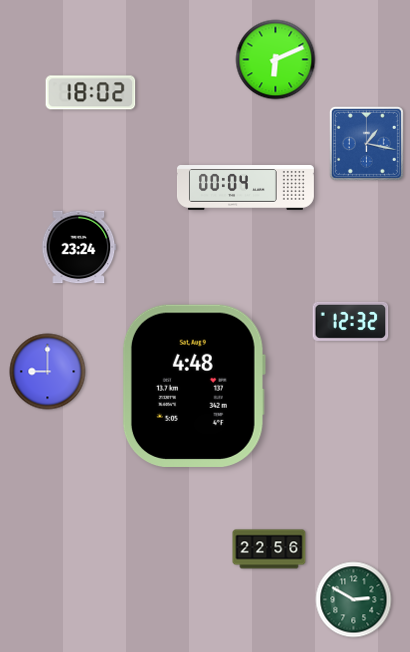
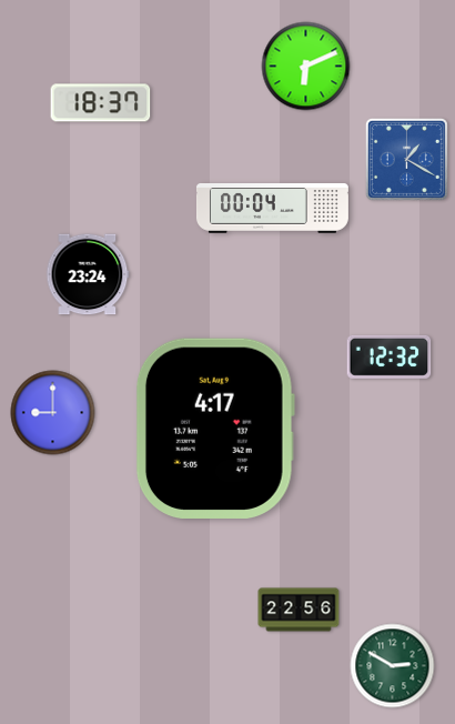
clock at (91, 93): 18:02 -> 18:37
clock at (366, 143): 1:17 -> 1:20
clock at (194, 386): 4:48 -> 4:17
